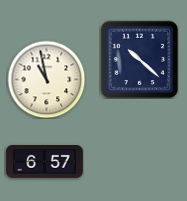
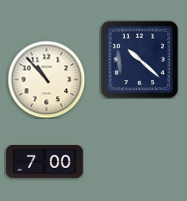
clock at (46, 79): 10:58 -> 10:53
clock at (45, 162): 6:57 -> 7:00
